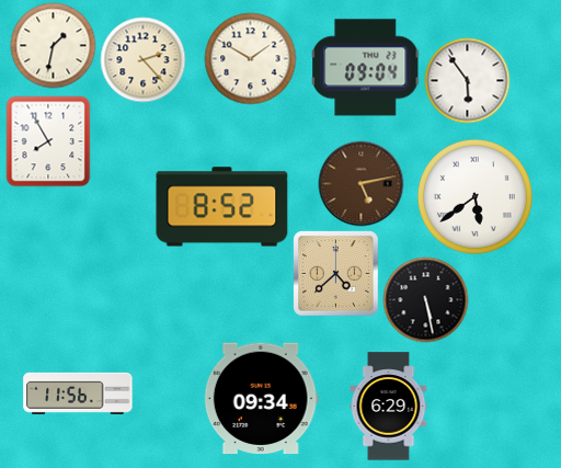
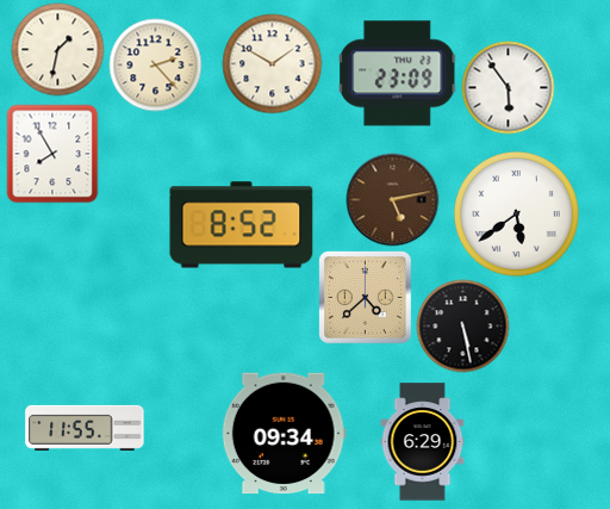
clock at (366, 68): 09:04 -> 23:09
clock at (78, 393): 11:56 -> 11:55
